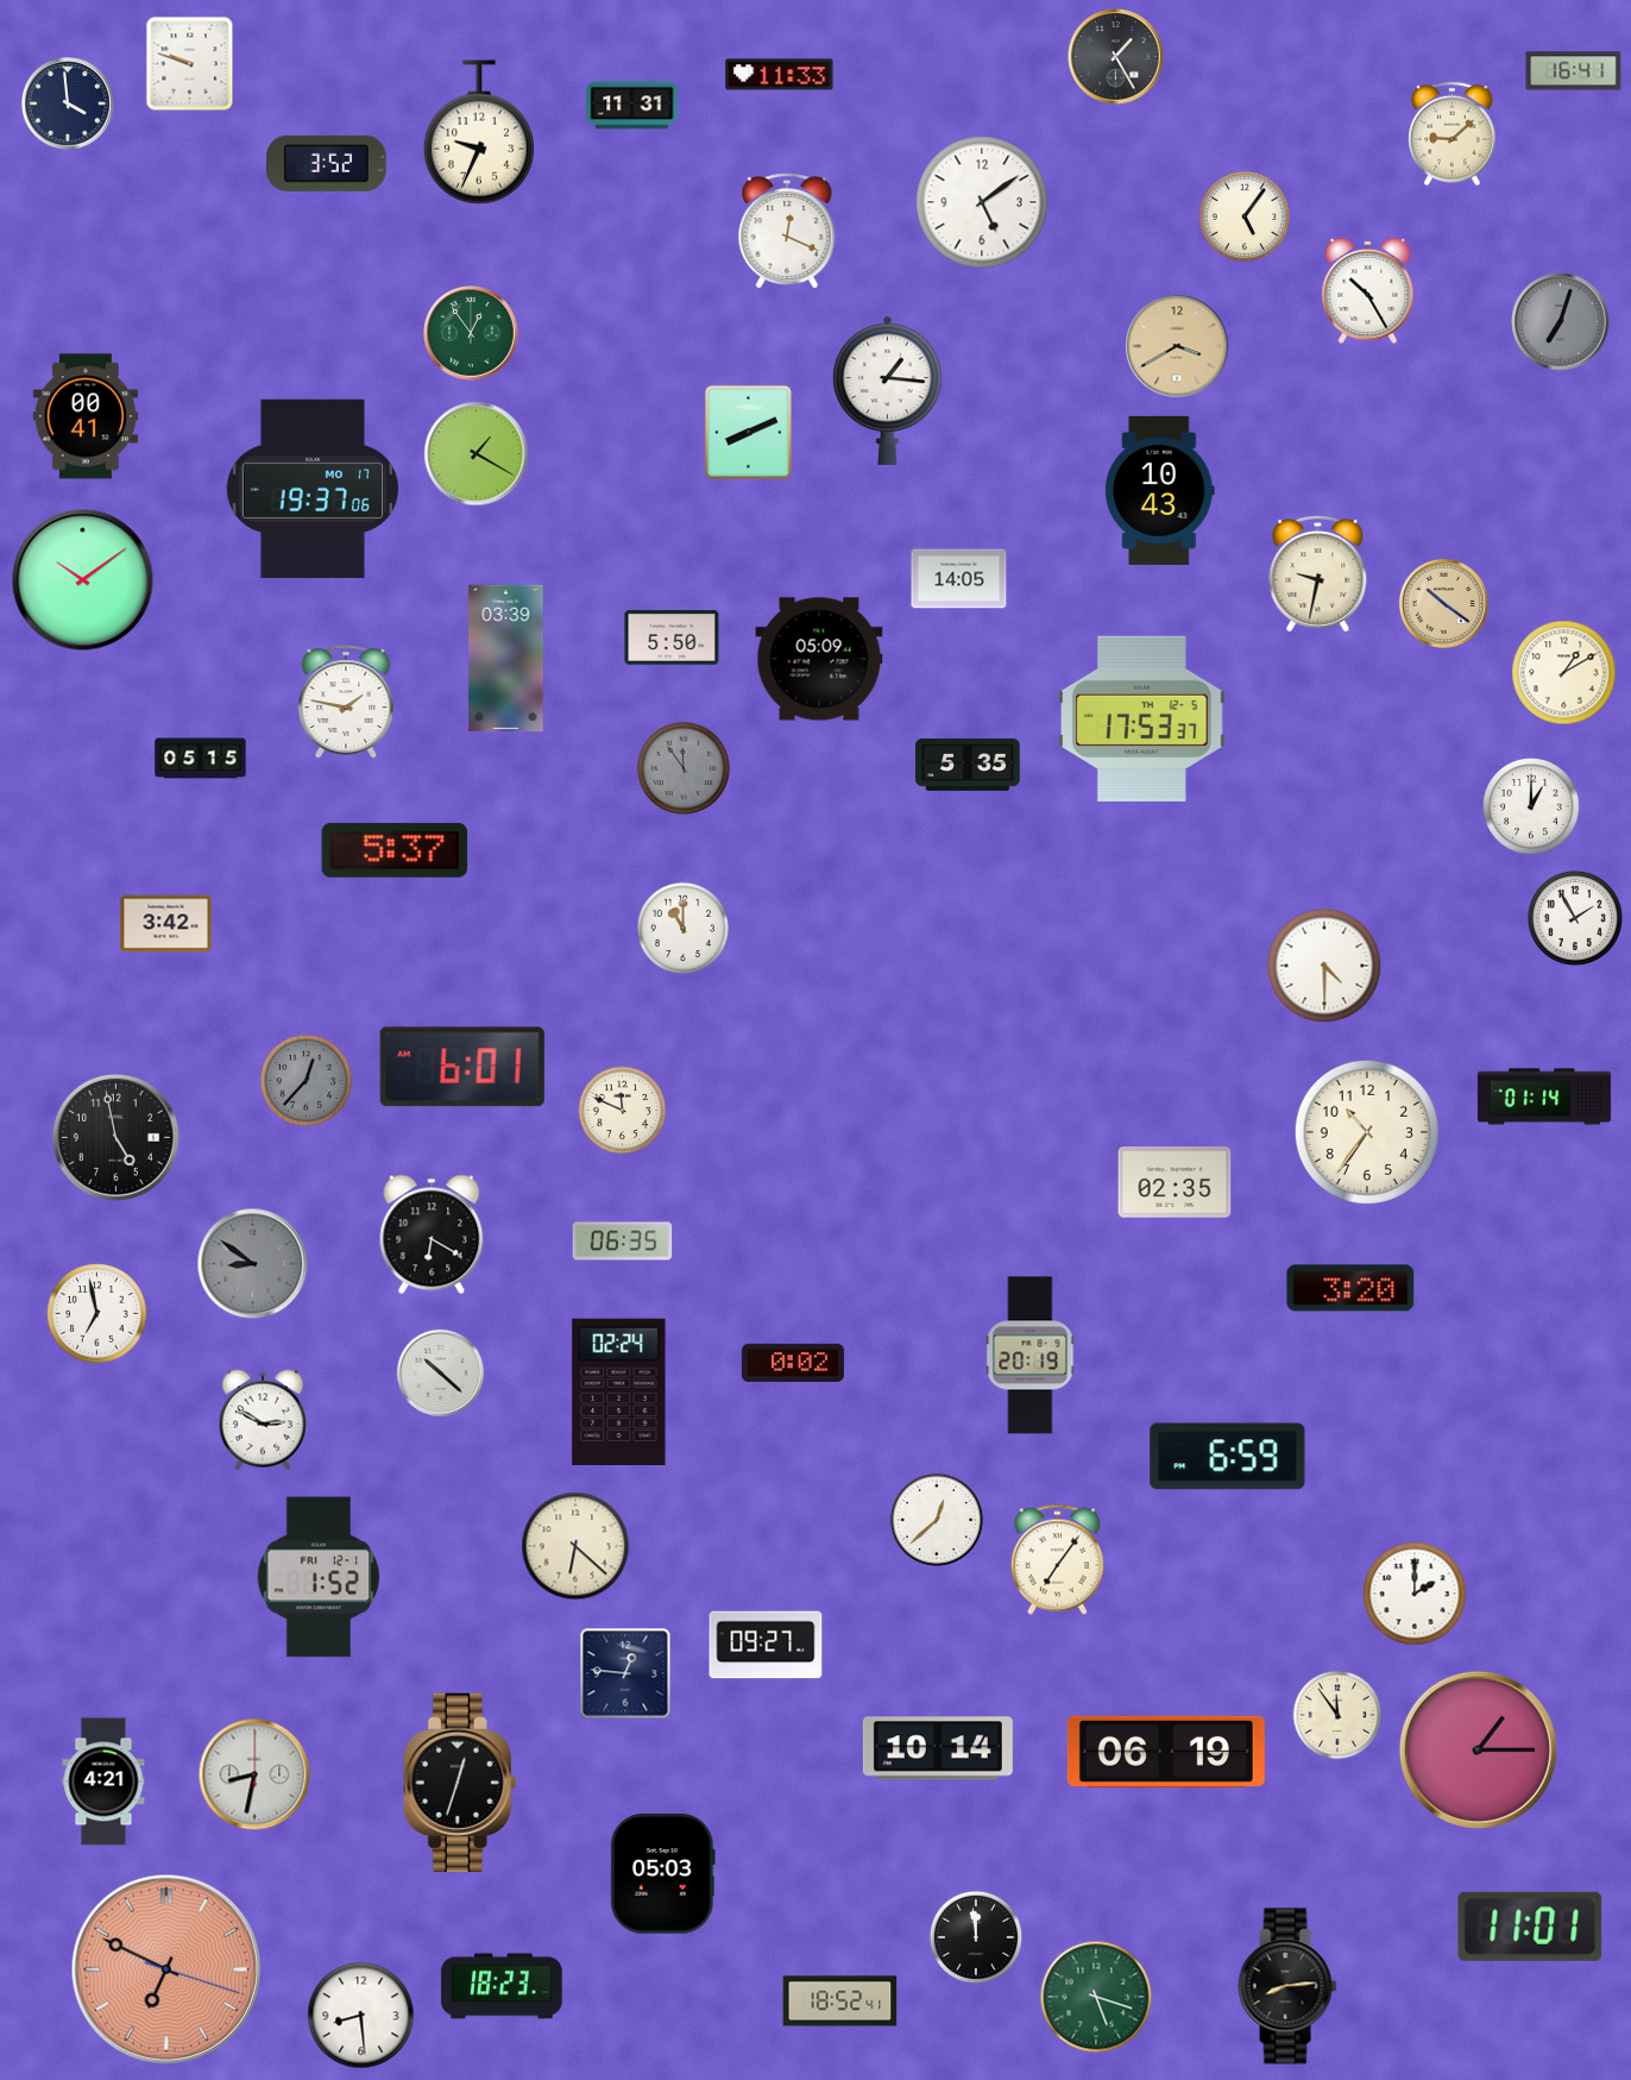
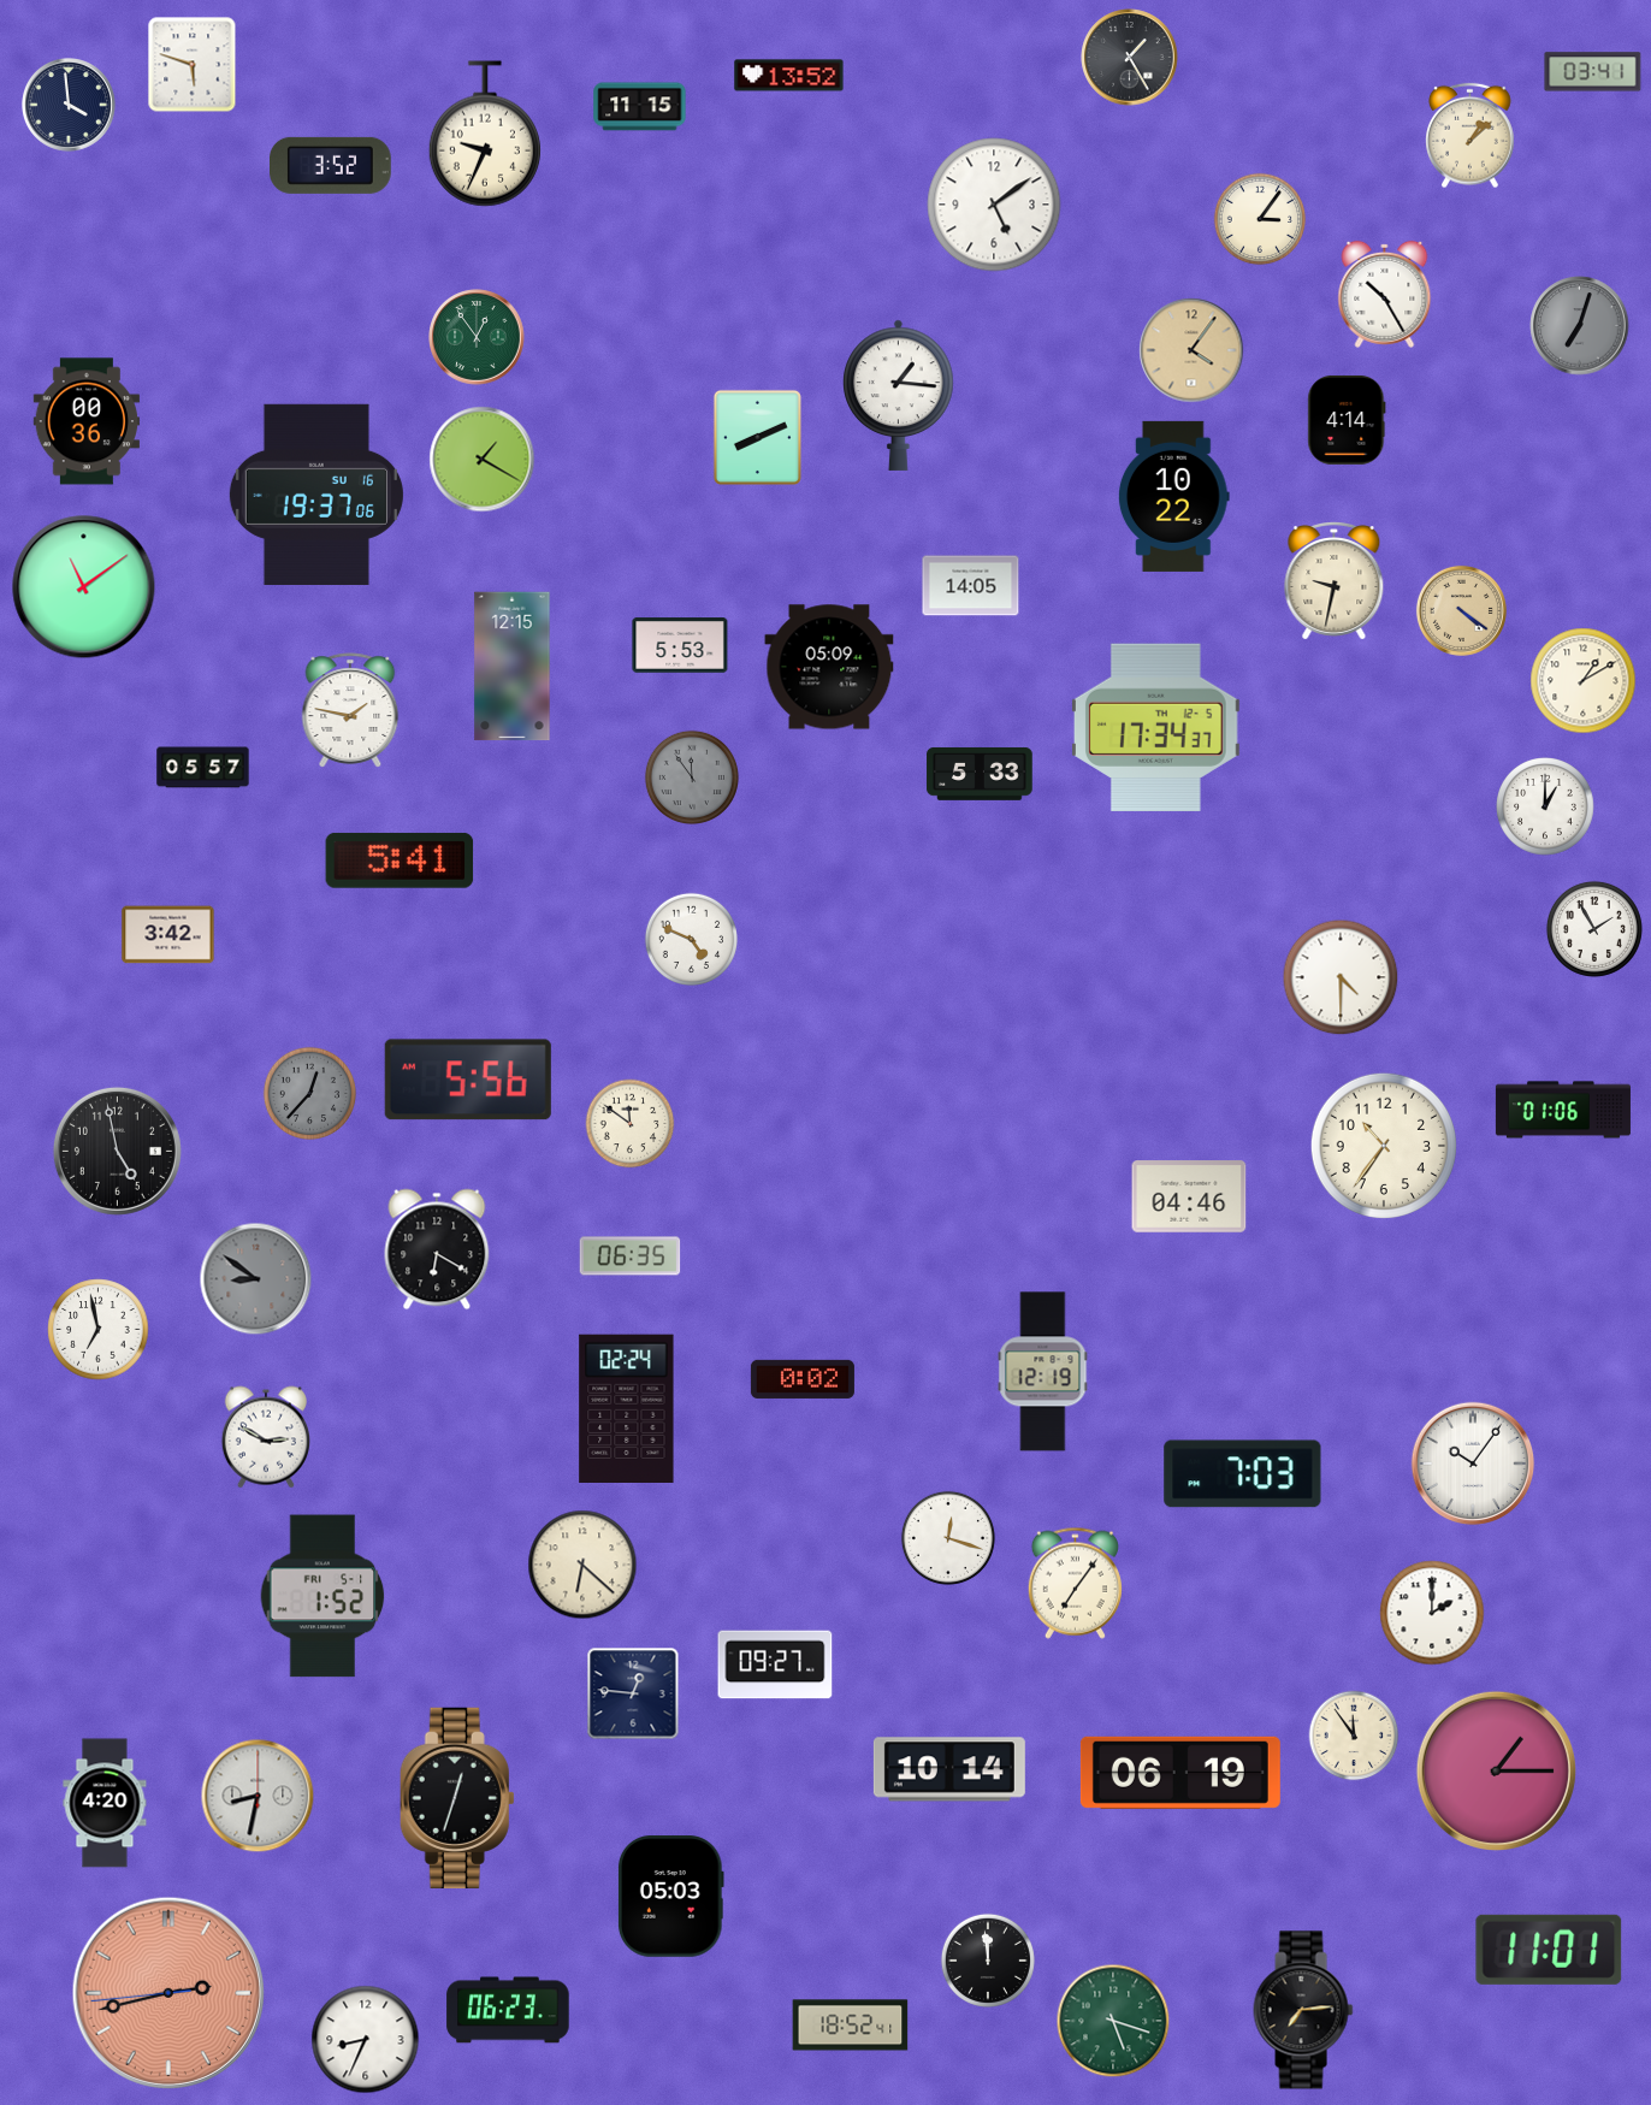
clock at (190, 64): 9:48 -> 5:48
clock at (1574, 71): 16:41 -> 03:41
clock at (780, 75): 11:33 -> 13:52
clock at (632, 106): 11:31 -> 11:15
clock at (1453, 134): 9:08 -> 1:08
clock at (1245, 216): 5:06 -> 3:06
clock at (787, 231): 12:19 -> none
clock at (1177, 346): 3:40 -> 4:06
clock at (1347, 420): none -> 4:14
clock at (84, 416): 00:41 -> 00:36
clock at (313, 488) date: MO 17 -> SU 16
clock at (1159, 490): 10:43 -> 10:22
clock at (83, 580): 10:09 -> 11:09
clock at (1443, 603): 10:21 -> 4:21
clock at (672, 637): 5:50 -> 5:53
clock at (506, 659): 03:39 -> 12:15
clock at (1142, 718): 17:53 -> 17:34
clock at (201, 759): 05:15 -> 05:57
clock at (968, 765): 5:35 -> 5:33
clock at (1531, 808) position: (1531, 808) -> (1545, 808)
clock at (395, 850): 5:37 -> 5:41
clock at (682, 928): 11:00 -> 4:49
clock at (462, 1067): 6:01 -> 5:56
clock at (1544, 1096): 01:14 -> 01:06
clock at (623, 1111): 11:49 -> 11:51
clock at (1175, 1182): 02:35 -> 04:46
clock at (1350, 1288): 3:20 -> none
clock at (1031, 1356): 20:19 -> 12:19
clock at (440, 1372): 10:22 -> none
clock at (1472, 1462): none -> 10:06
clock at (1228, 1457): 6:59 -> 7:03
clock at (937, 1520): 12:38 -> 12:18
clock at (1057, 1559) position: (1057, 1559) -> (1075, 1583)
clock at (319, 1577) date: FRI 12-1 -> FRI 5-1
clock at (103, 1781): 4:21 -> 4:20
clock at (460, 1783) position: (460, 1783) -> (457, 1798)
clock at (166, 1969): 6:49 -> 2:42
clock at (502, 1986): 18:23 -> 06:23
clock at (1287, 1986): 8:14 -> 7:14
clock at (1096, 1997) position: (1096, 1997) -> (1113, 2021)
clock at (361, 2016): 8:29 -> 8:34
